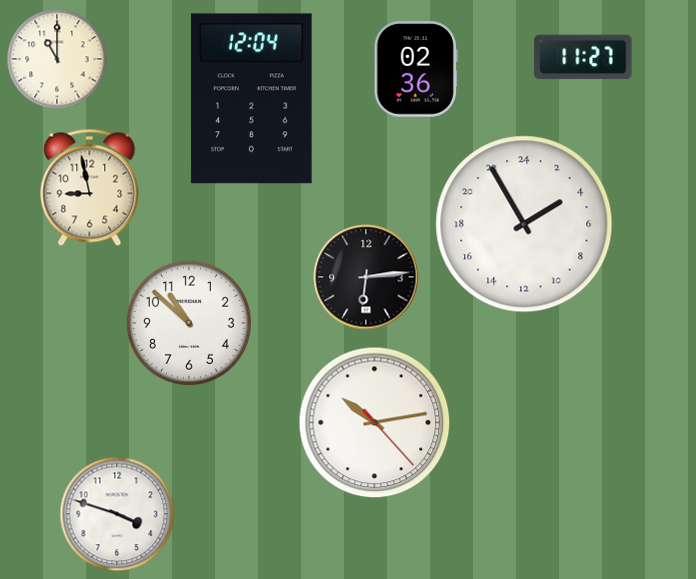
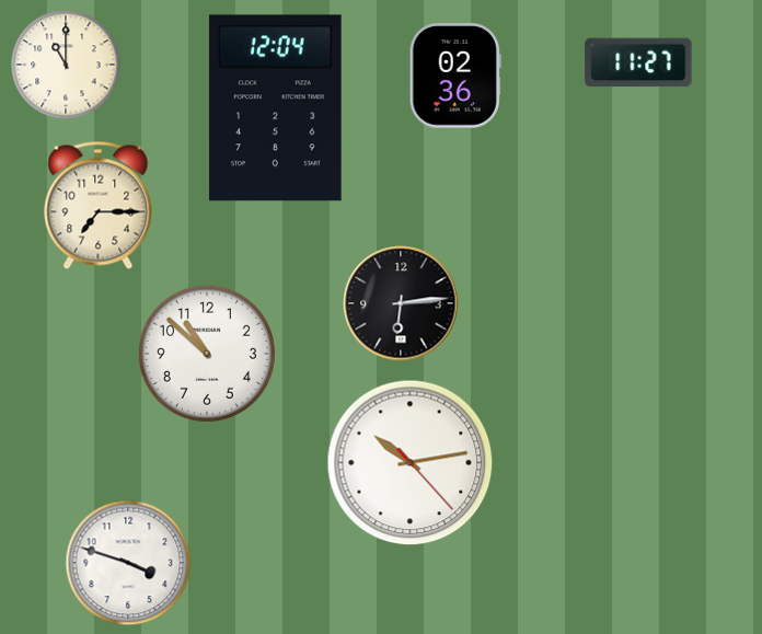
clock at (57, 59) position: (57, 59) -> (66, 65)
clock at (90, 187): 8:58 -> 7:15
clock at (524, 224): 3:55 -> none
